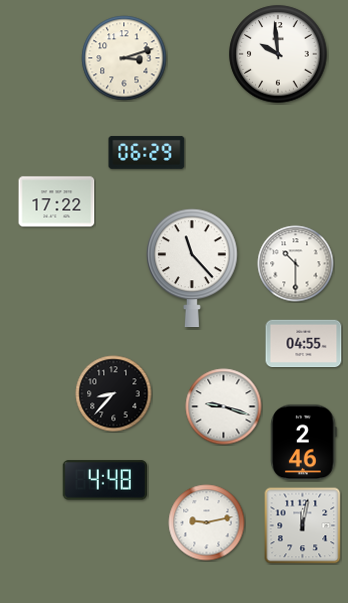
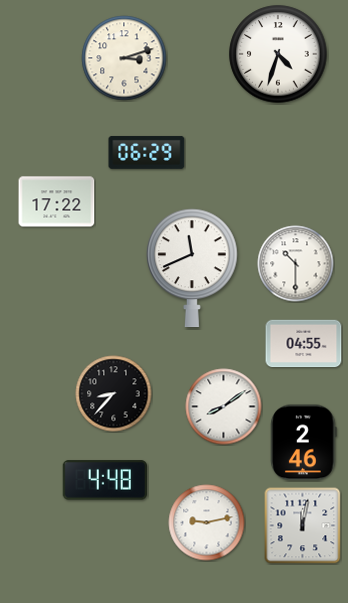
clock at (278, 54): 9:59 -> 4:33
clock at (193, 267): 11:23 -> 11:41
clock at (224, 407): 9:18 -> 8:09
